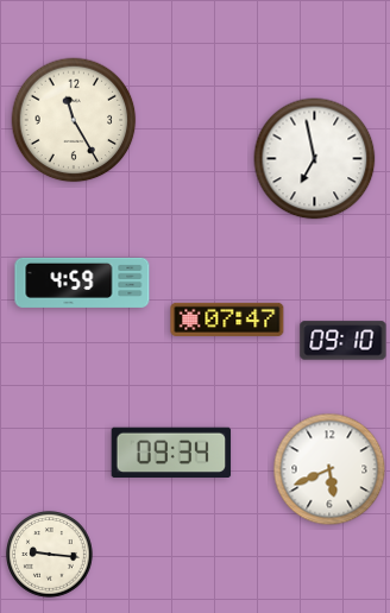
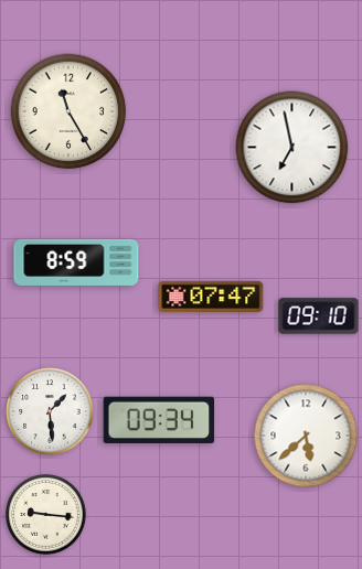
clock at (82, 283): 4:59 -> 8:59
clock at (50, 411): none -> 1:29
clock at (329, 469): 5:41 -> 5:38
